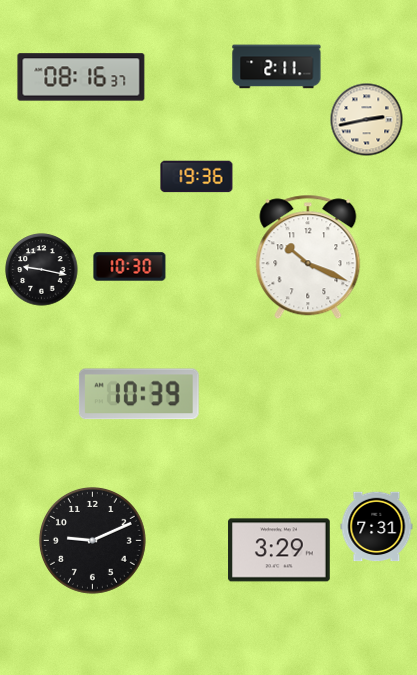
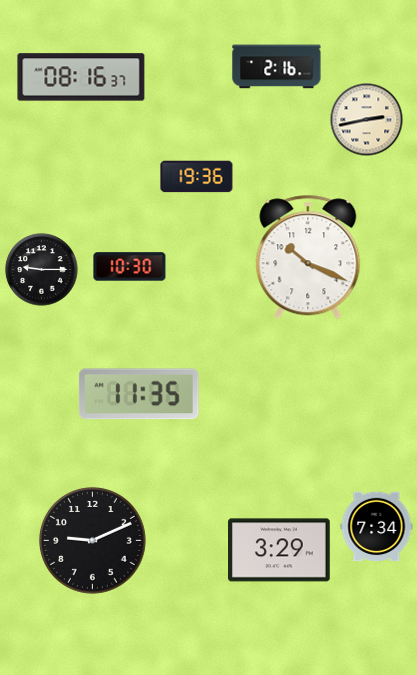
clock at (277, 67): 2:11 -> 2:16
clock at (42, 270): 9:17 -> 9:15
clock at (139, 394): 10:39 -> 11:35
clock at (377, 527): 7:31 -> 7:34
